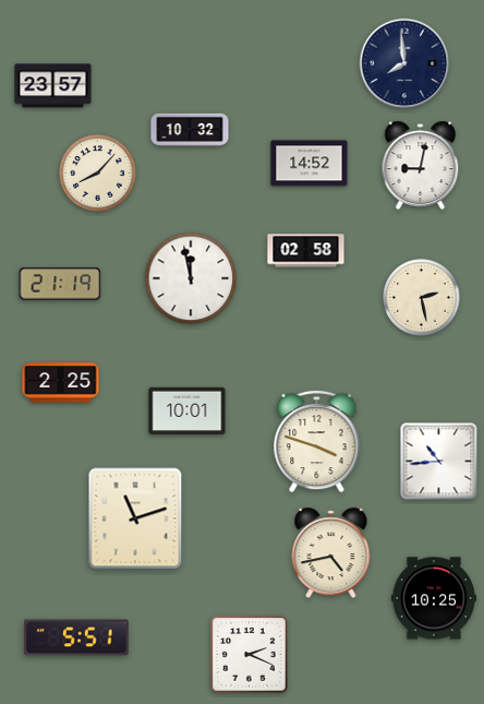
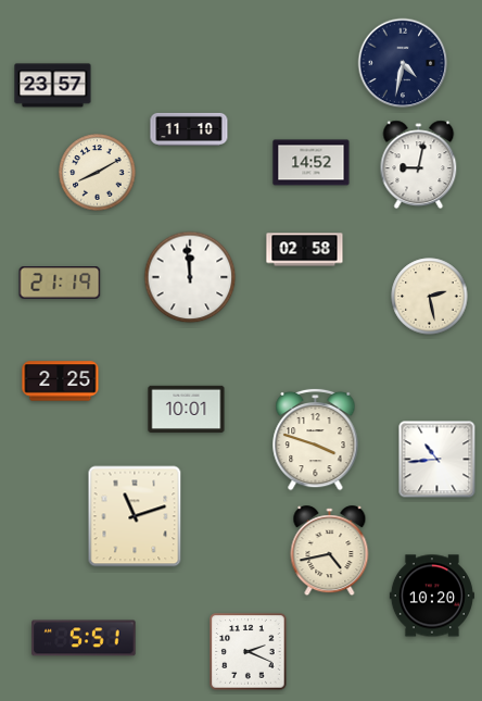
clock at (404, 63): 7:59 -> 4:32
clock at (190, 130): 10:32 -> 11:10
clock at (310, 164) position: (310, 164) -> (312, 163)
clock at (98, 174): 8:07 -> 8:10
clock at (191, 278): 11:58 -> 11:59
clock at (422, 298) position: (422, 298) -> (430, 297)
clock at (434, 598): 10:25 -> 10:20
clock at (76, 637) position: (76, 637) -> (84, 638)
